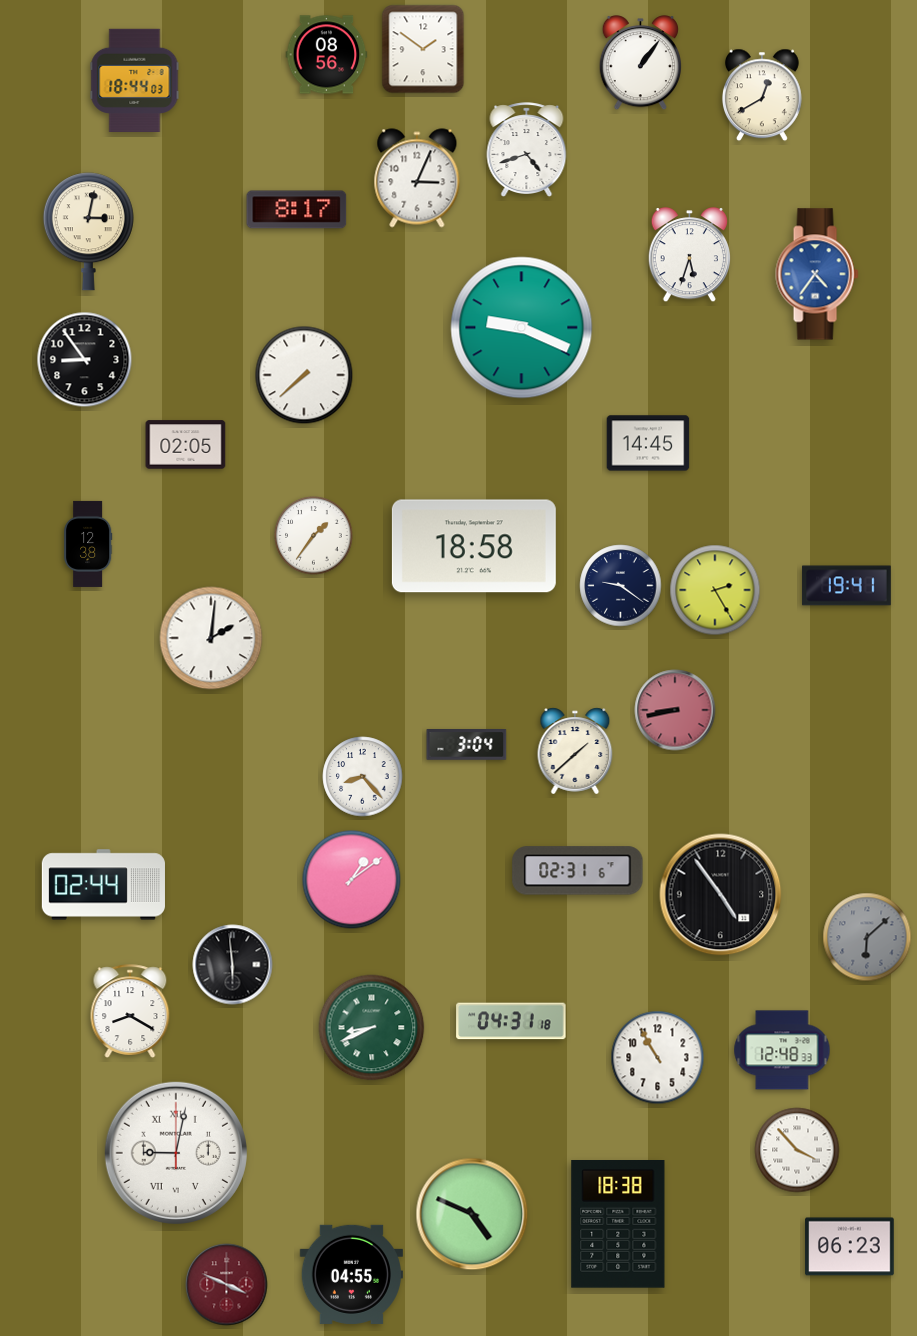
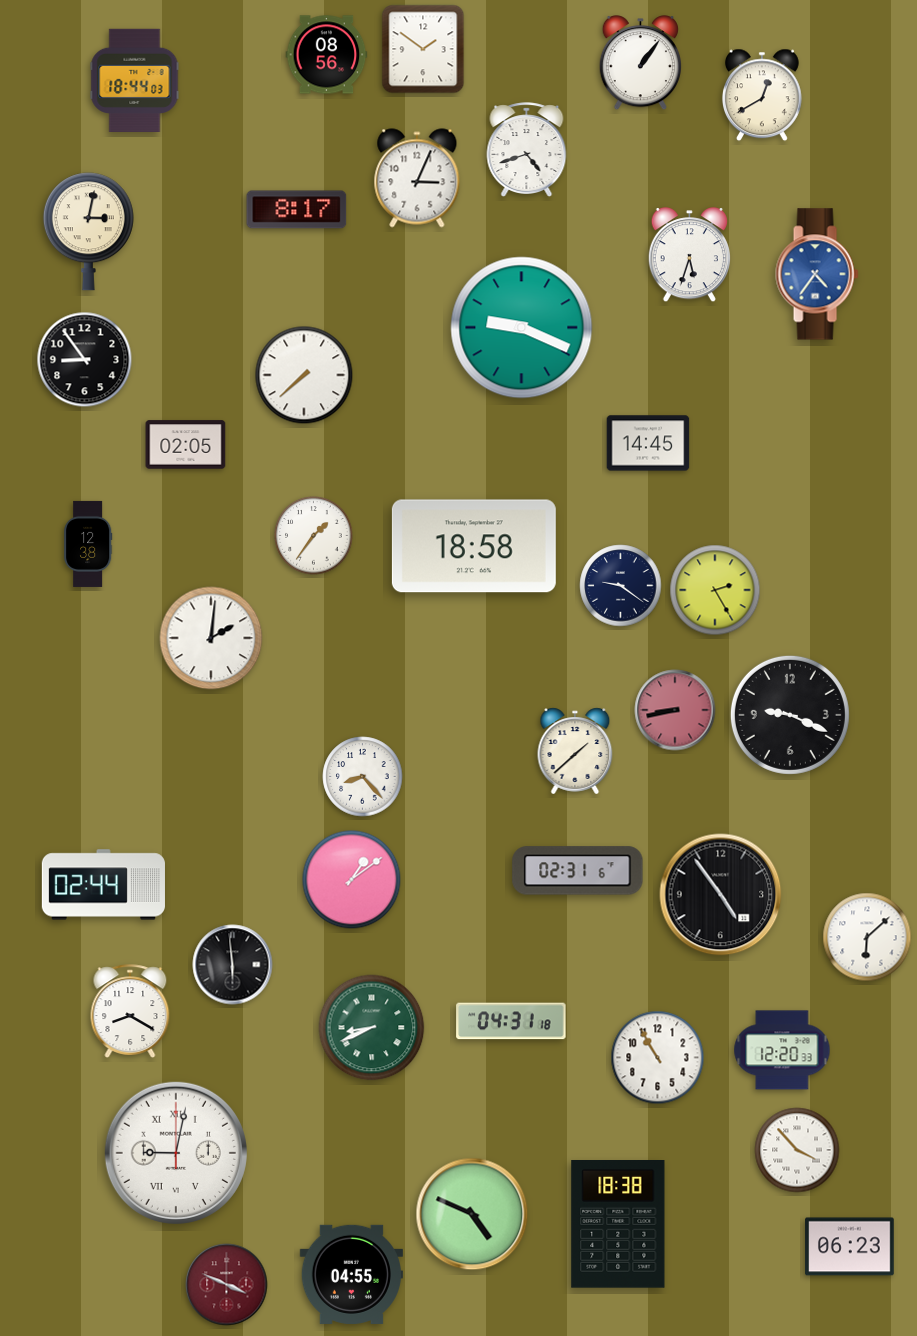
clock at (847, 586): 19:41 -> none
clock at (790, 715): none -> 9:19
clock at (467, 745): 3:04 -> none
clock at (867, 937) dial: grey -> white
clock at (782, 1050): 12:48 -> 12:20
